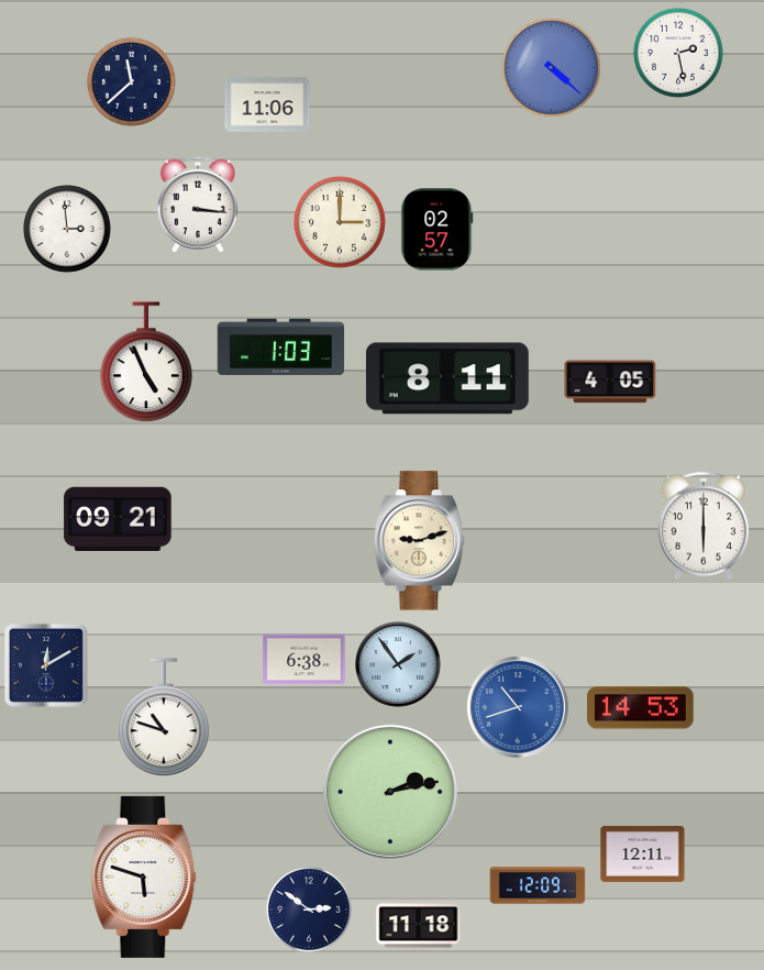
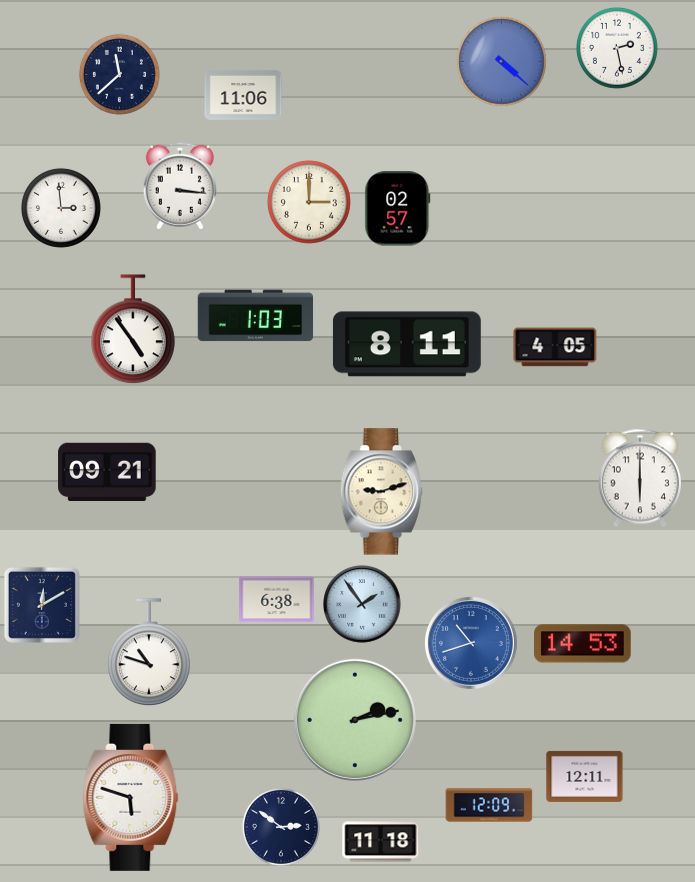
clock at (146, 363): 4:56 -> 4:54
